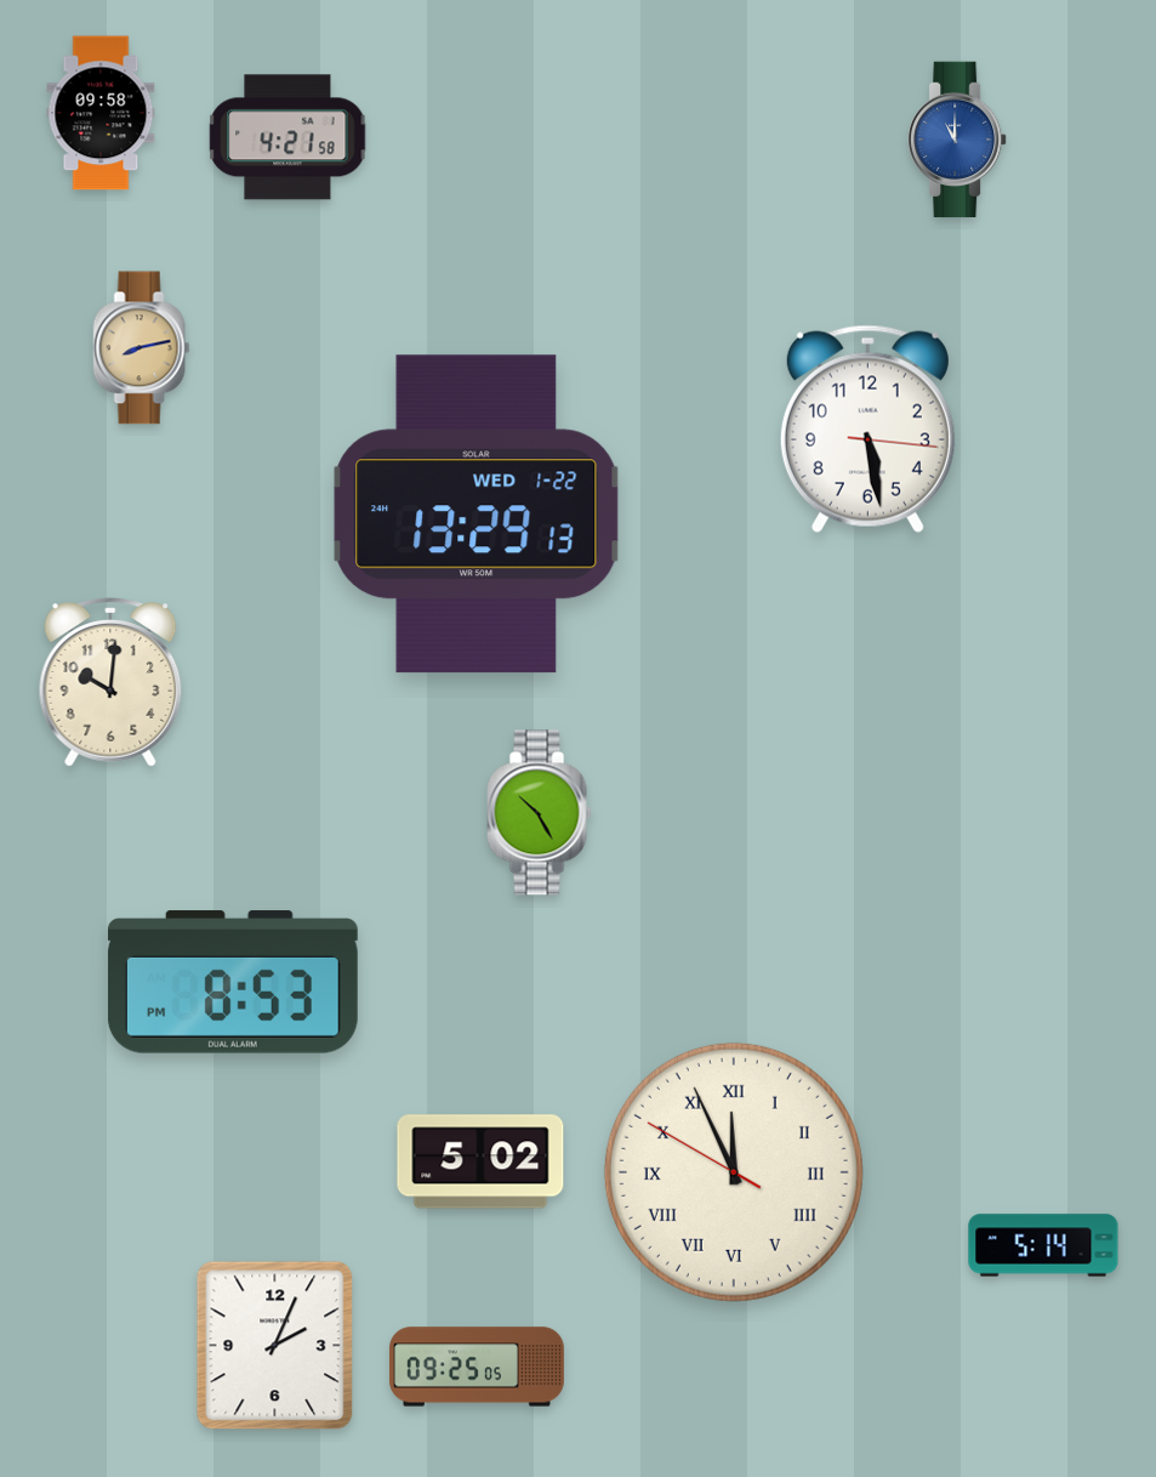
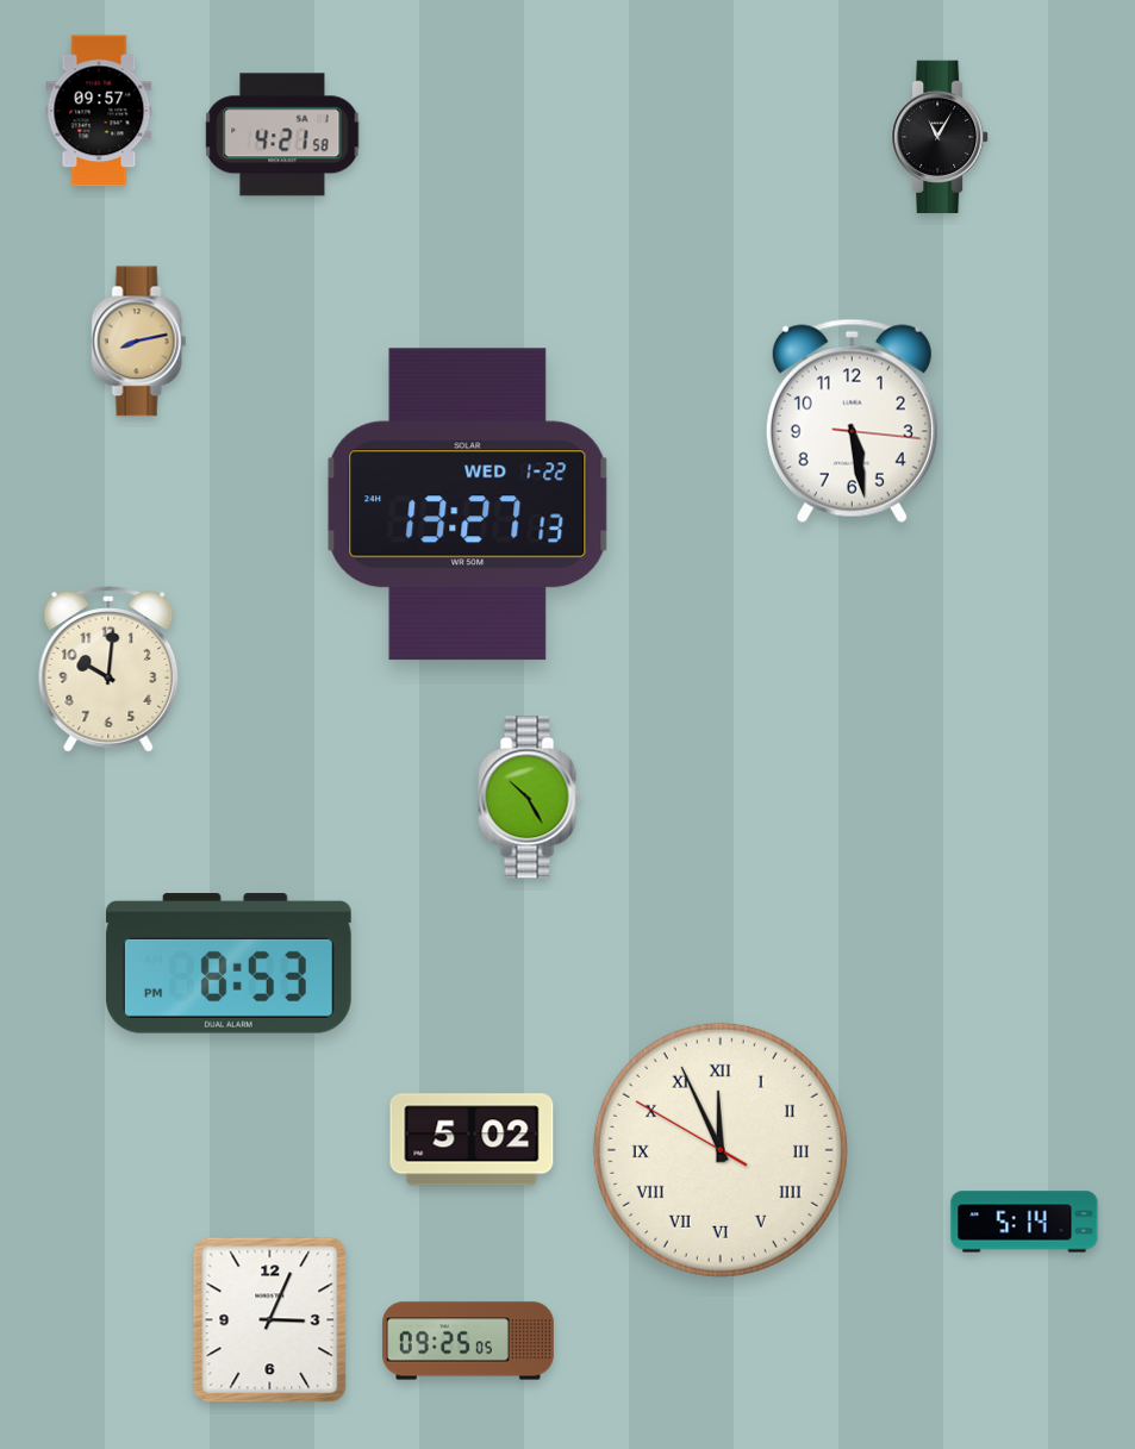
clock at (101, 113): 09:58 -> 09:57
clock at (957, 140): 11:00 -> 11:05
clock at (957, 140) dial: blue -> black
clock at (477, 515): 13:29 -> 13:27
clock at (275, 1346): 2:04 -> 3:04
